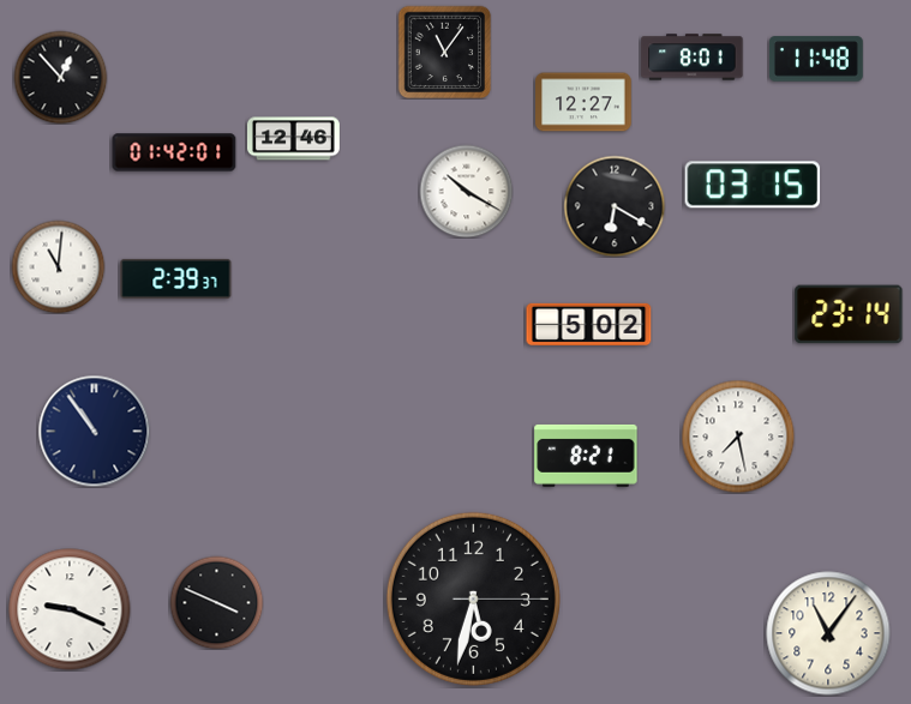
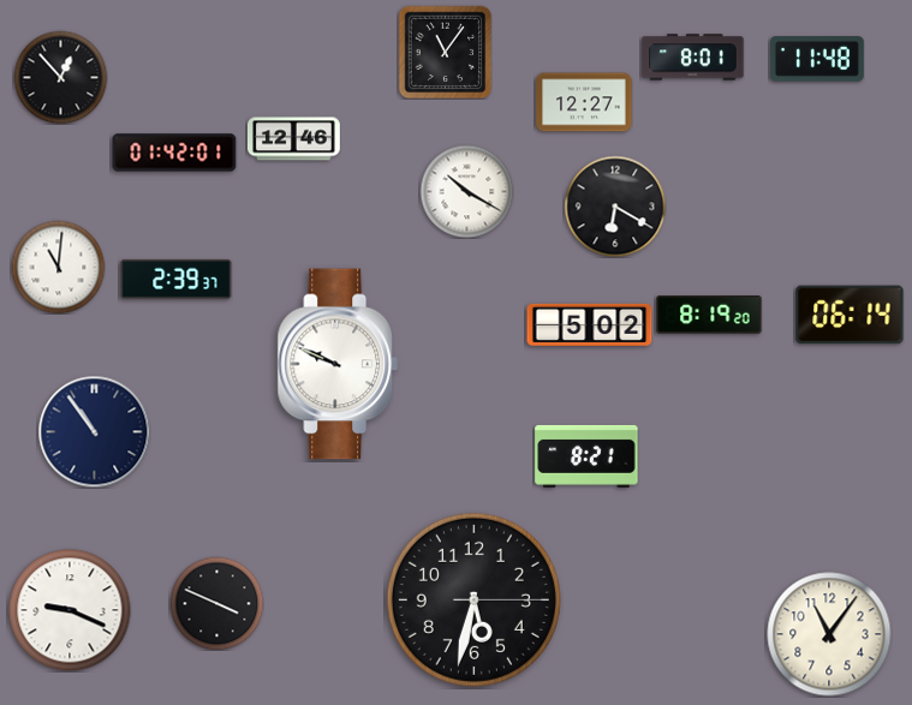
clock at (753, 185): 03:15 -> none
clock at (849, 314): 23:14 -> 06:14
clock at (709, 316): none -> 8:19
clock at (338, 364): none -> 9:49
clock at (738, 437): 7:28 -> none
